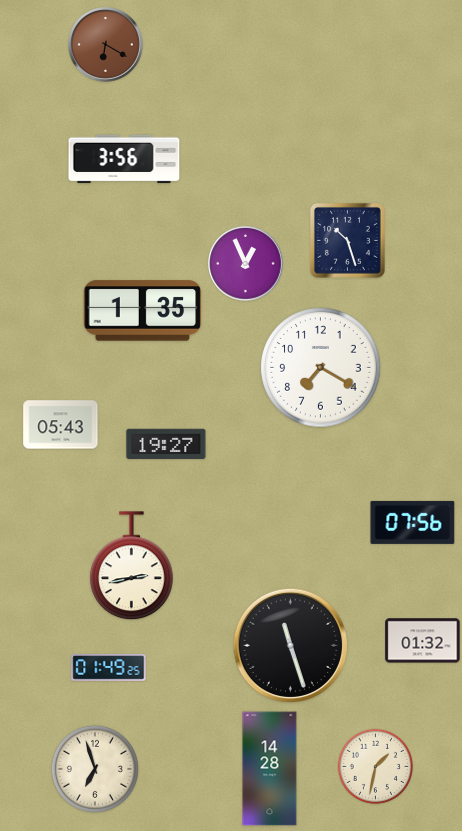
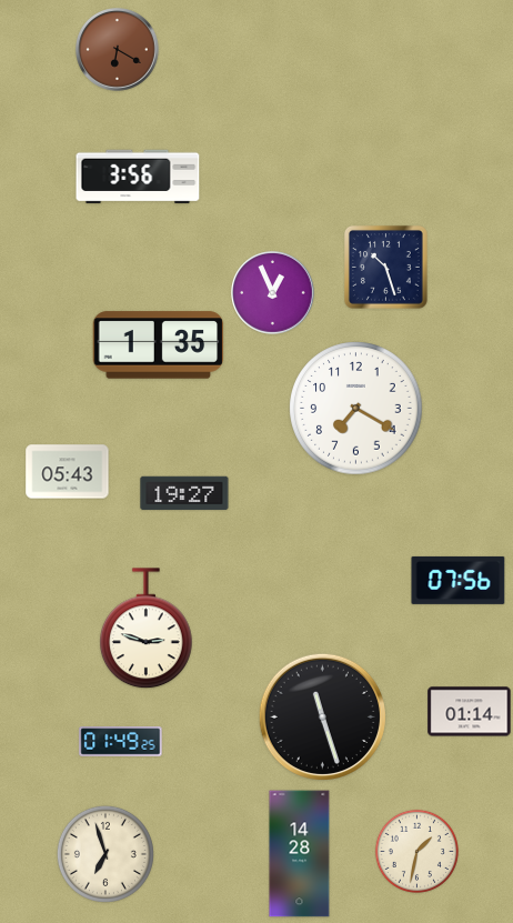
clock at (132, 566): 2:43 -> 2:48
clock at (423, 641): 01:32 -> 01:14
